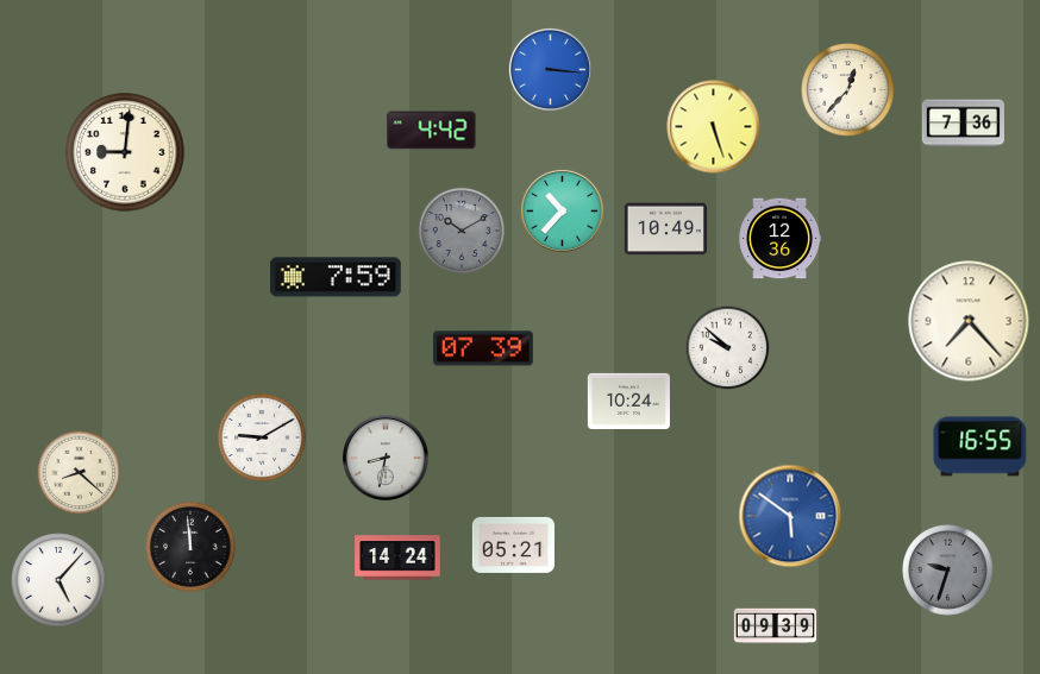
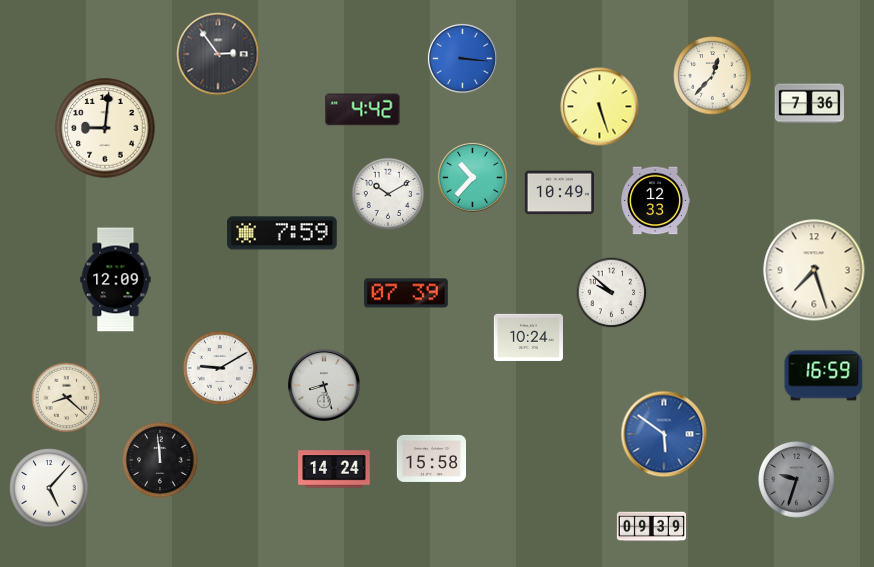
clock at (218, 54): none -> 2:54
clock at (461, 229) dial: grey -> white
clock at (779, 239): 12:36 -> 12:33
clock at (969, 321): 7:23 -> 7:27
clock at (116, 280): none -> 12:09
clock at (981, 447): 16:55 -> 16:59
clock at (386, 458): 8:32 -> 8:27
clock at (513, 544): 05:21 -> 15:58
